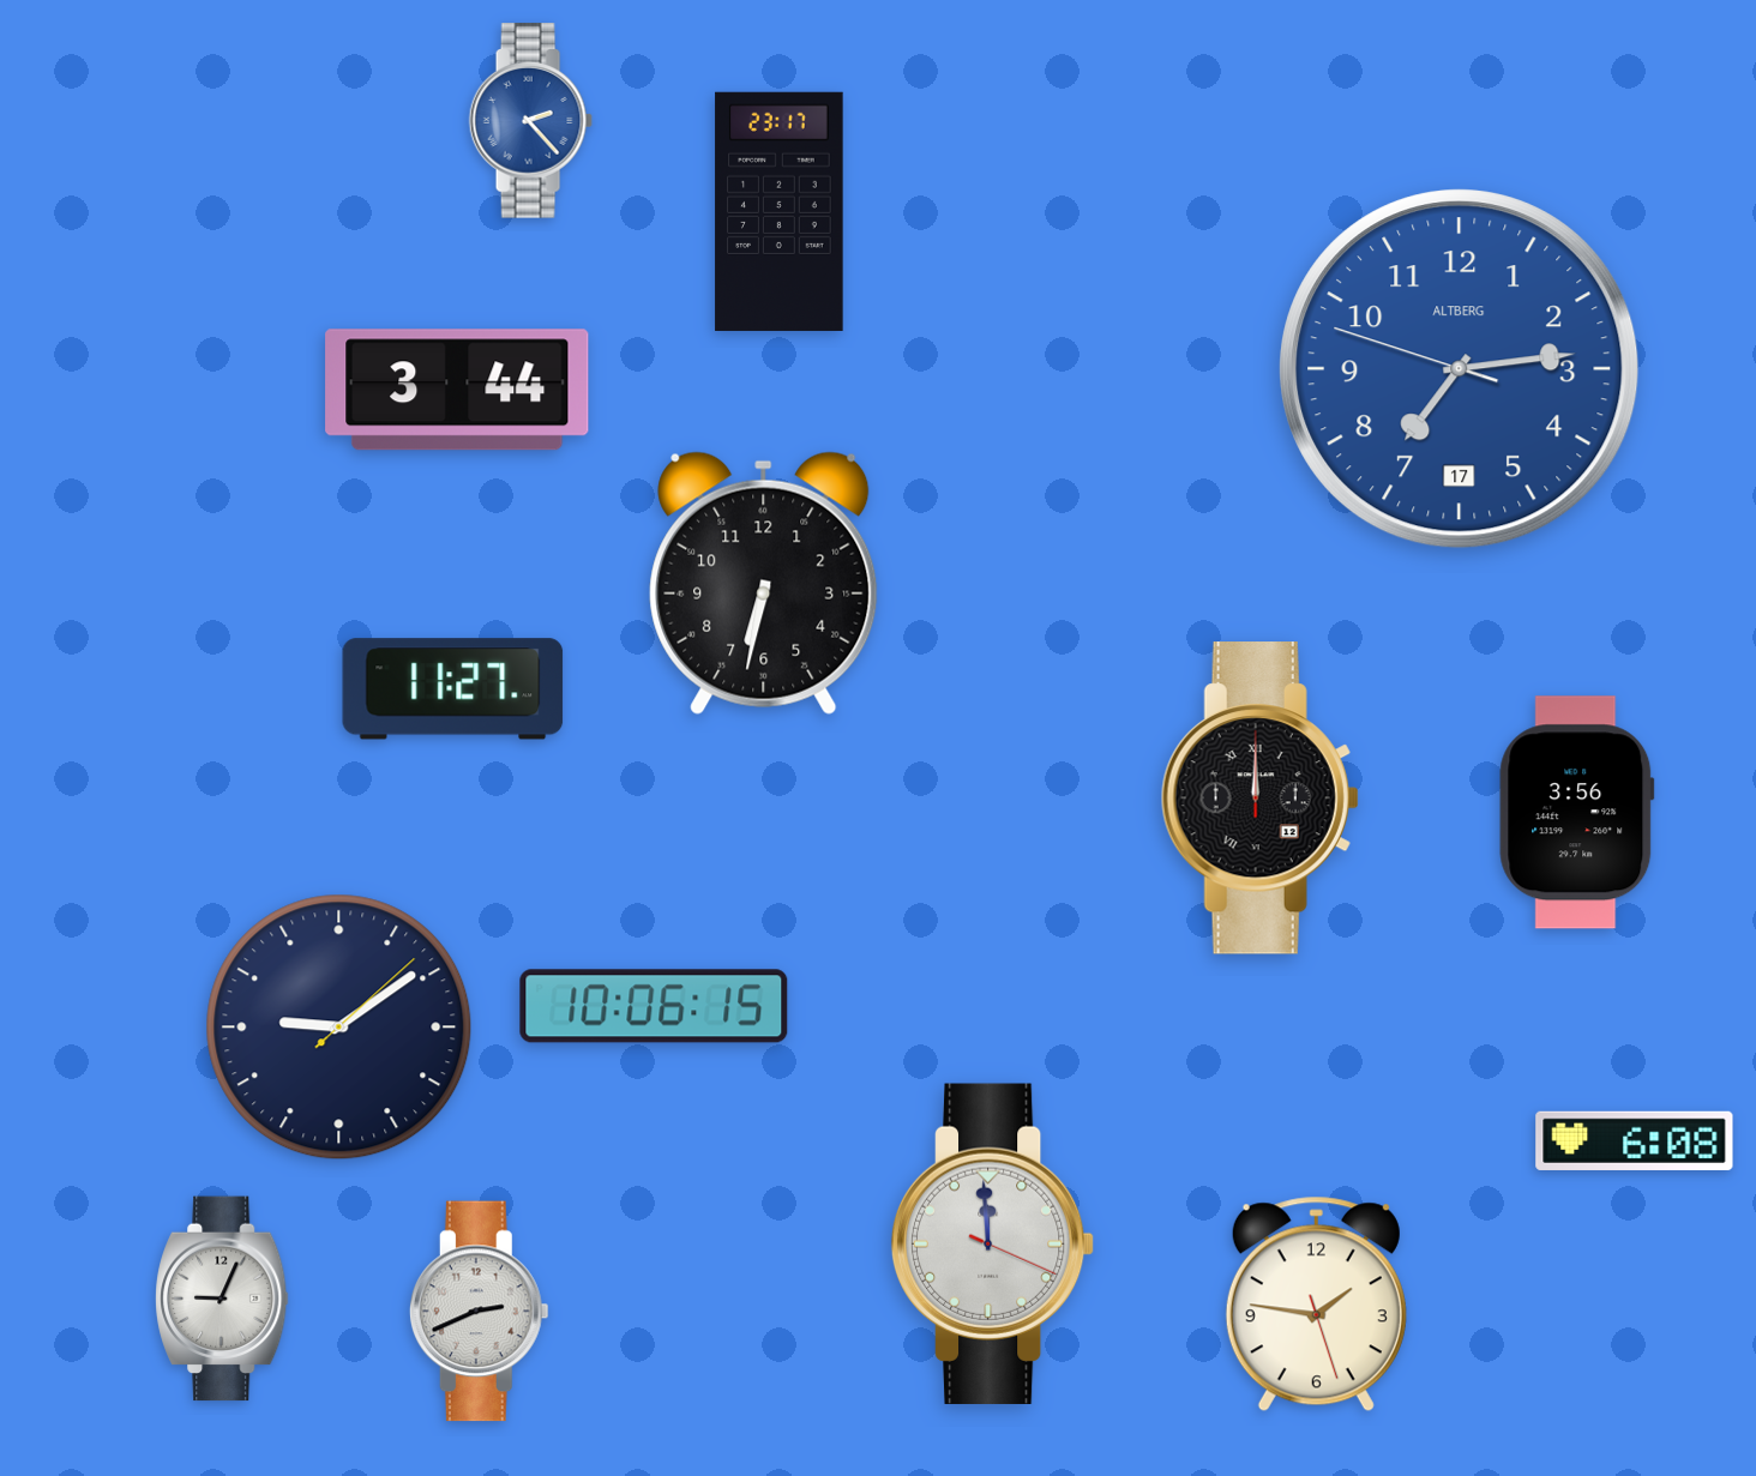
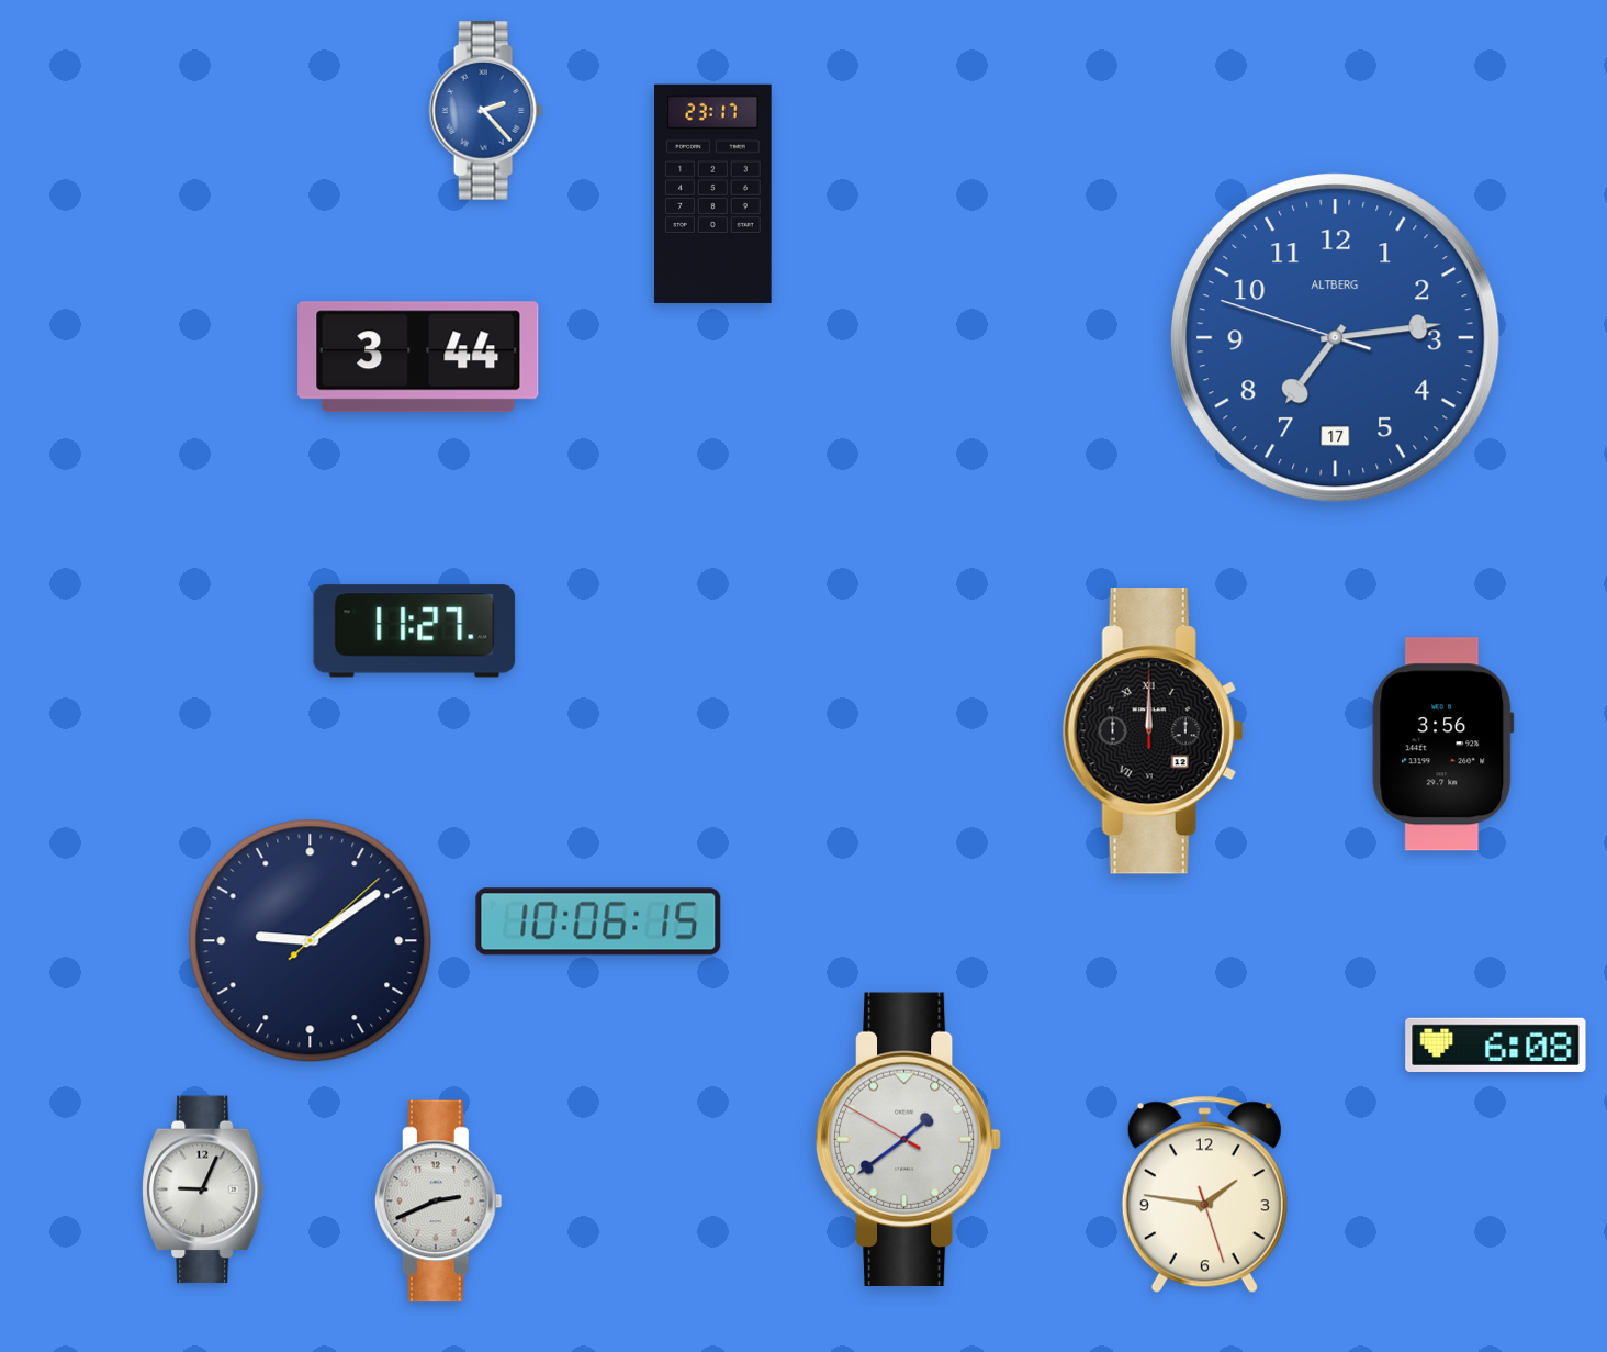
clock at (764, 583): 6:32 -> none
clock at (993, 1243): 11:59 -> 1:38
